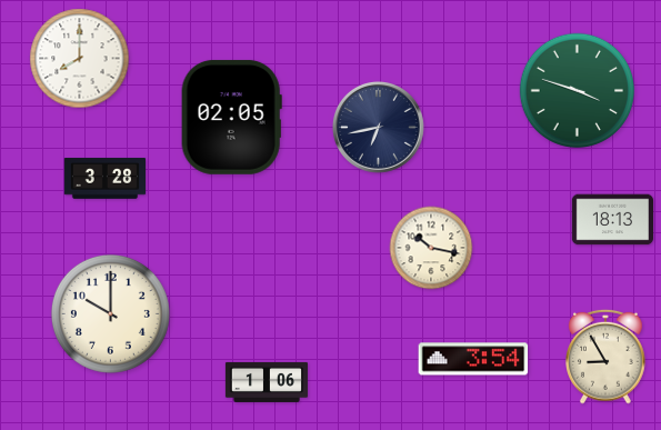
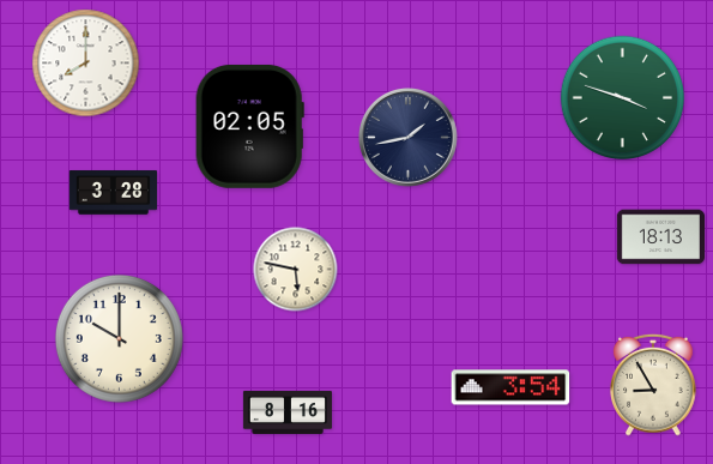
clock at (379, 128): 6:43 -> 1:43
clock at (431, 248): 10:17 -> none
clock at (296, 270): none -> 5:47
clock at (267, 382): 1:06 -> 8:16
